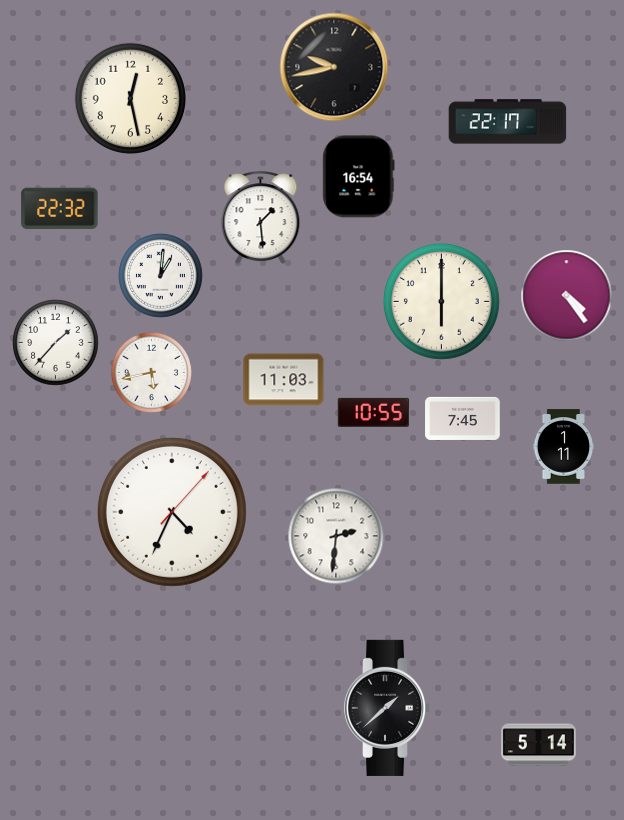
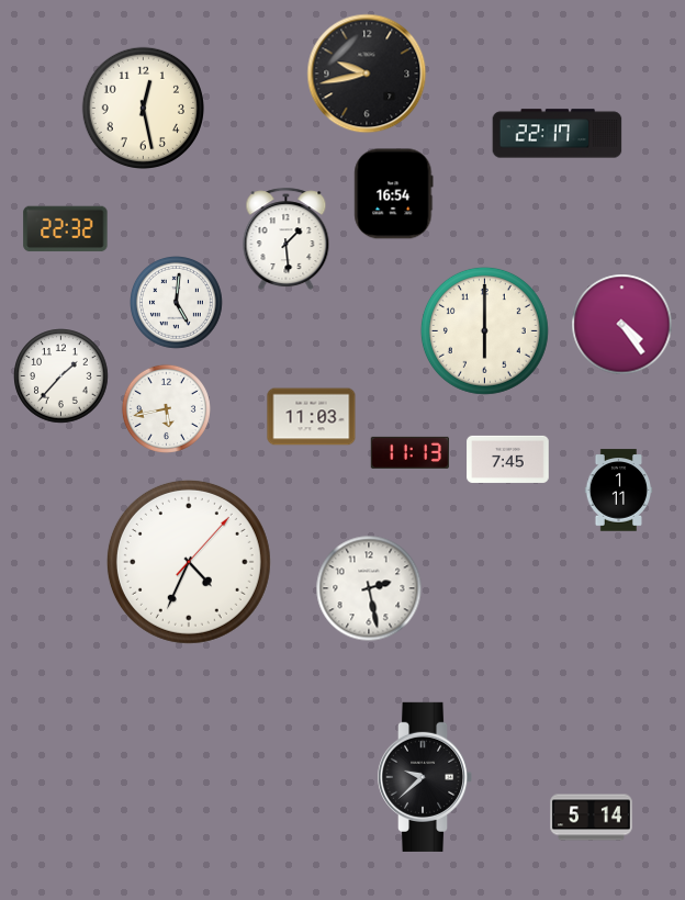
clock at (161, 276): 1:01 -> 5:01
clock at (373, 412): 10:55 -> 11:13
clock at (336, 536): 2:31 -> 2:28
clock at (387, 708): 1:38 -> 9:38
